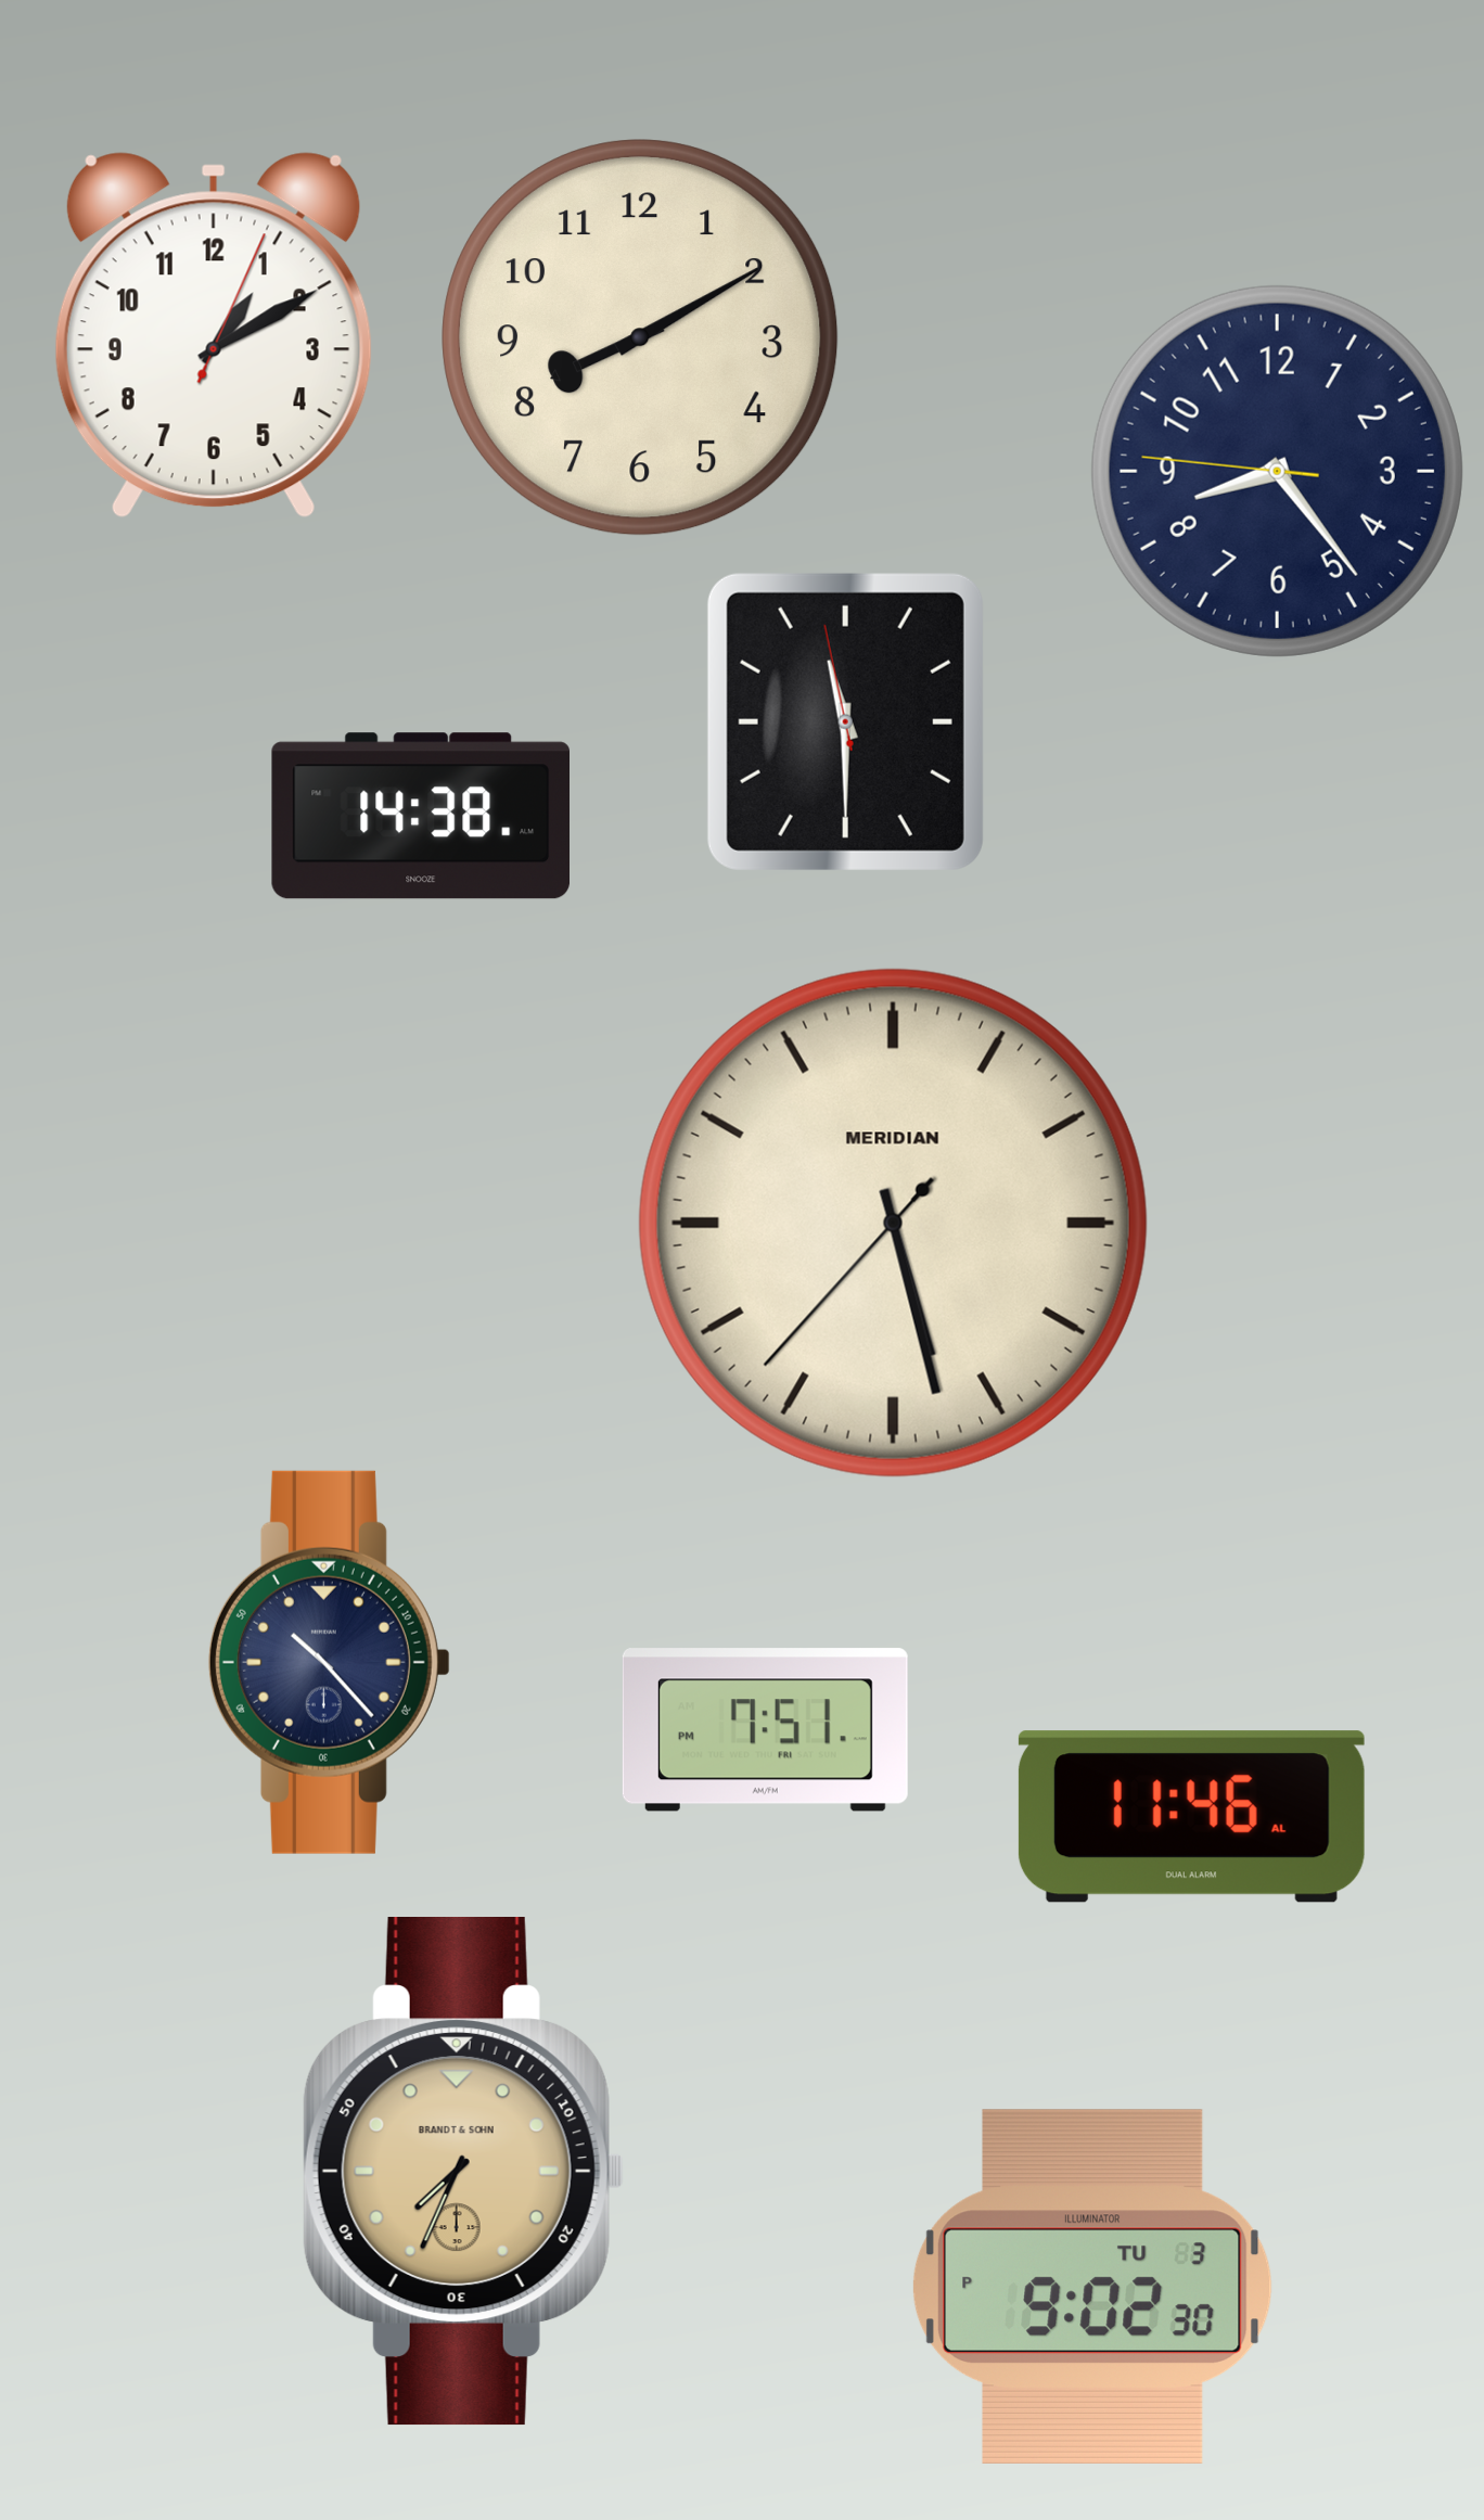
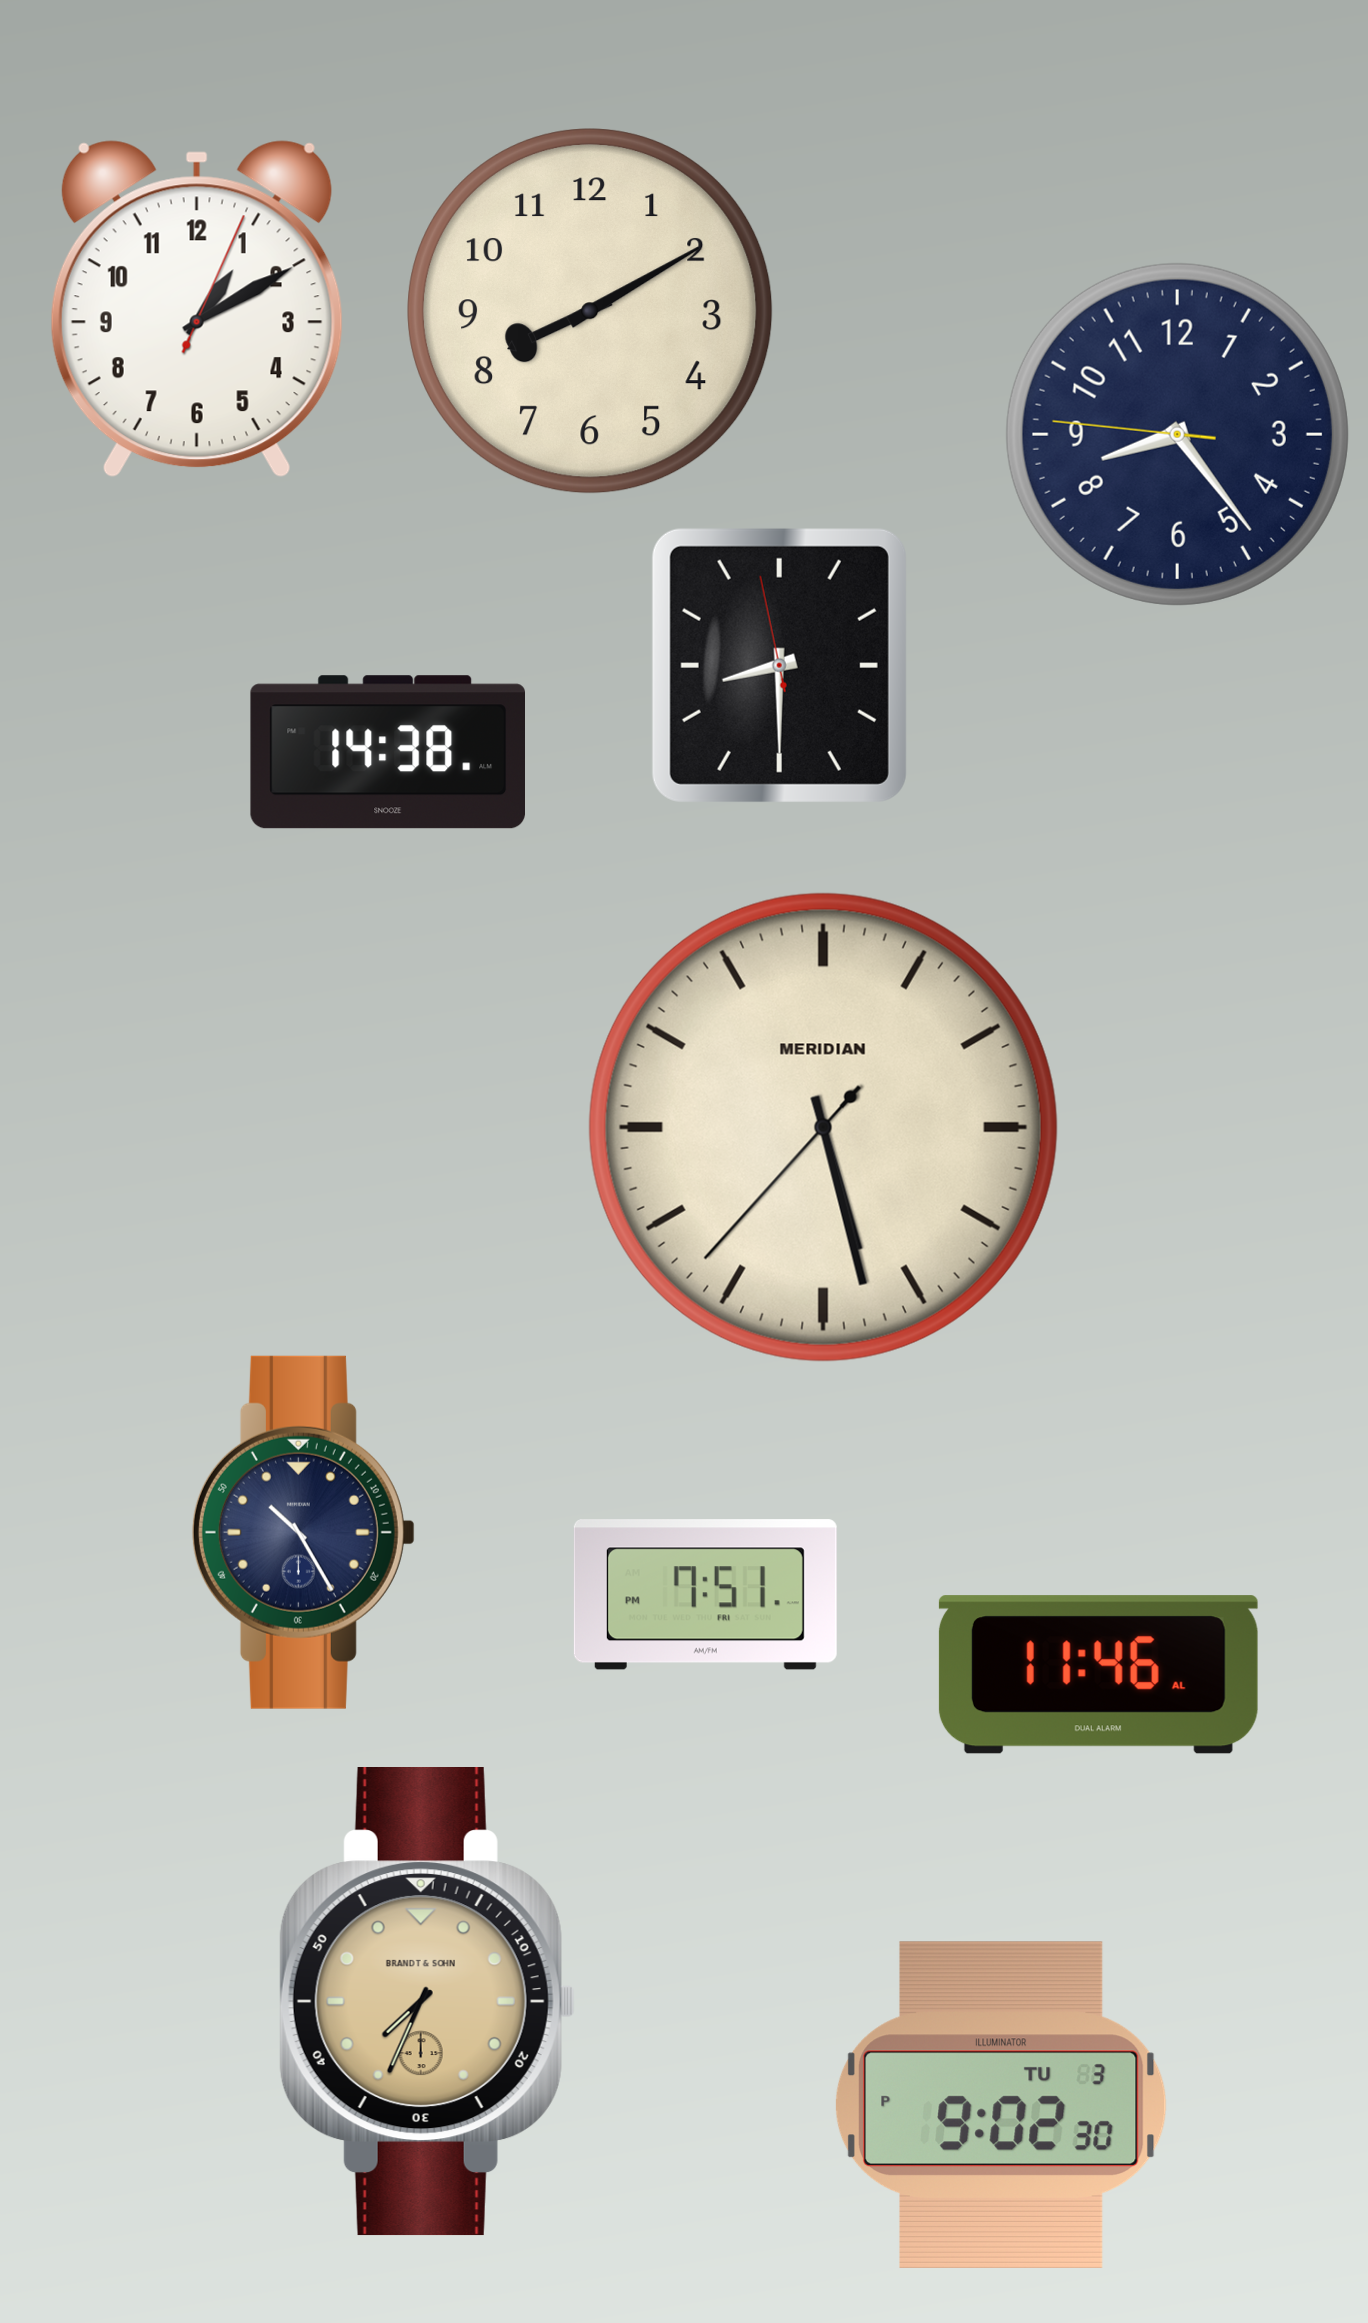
clock at (845, 721): 11:29 -> 8:29
clock at (329, 1662): 10:23 -> 10:25
clock at (1092, 2287) position: (1092, 2287) -> (1001, 2105)
